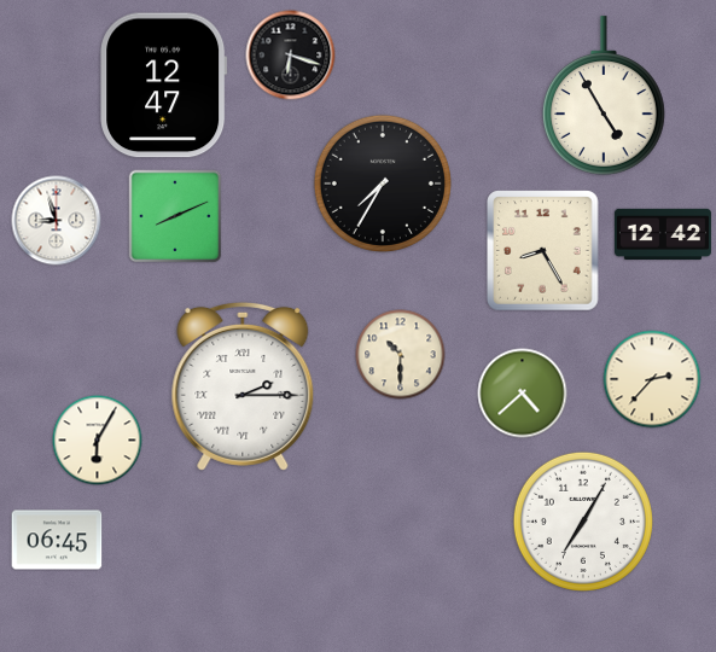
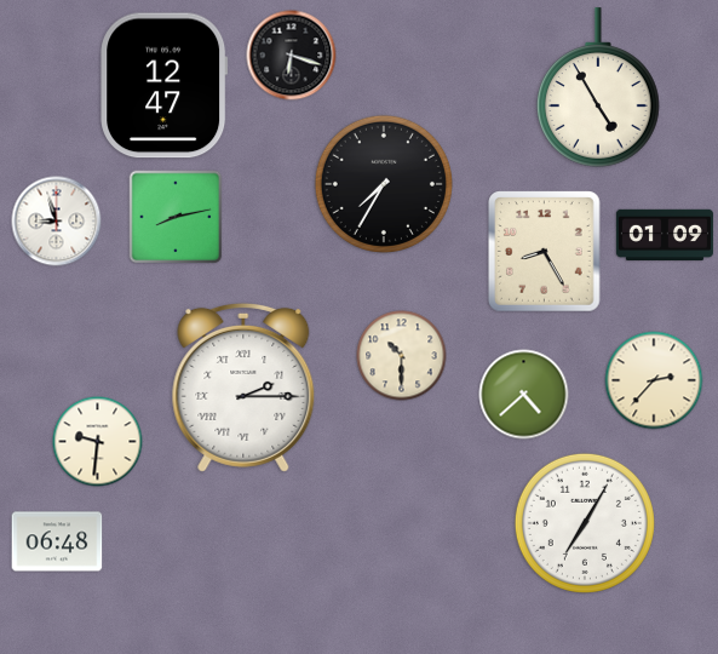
clock at (604, 95) position: (604, 95) -> (598, 87)
clock at (175, 216): 8:11 -> 8:13
clock at (663, 233): 12:42 -> 01:09
clock at (98, 441): 6:05 -> 9:31
clock at (57, 540): 06:45 -> 06:48
